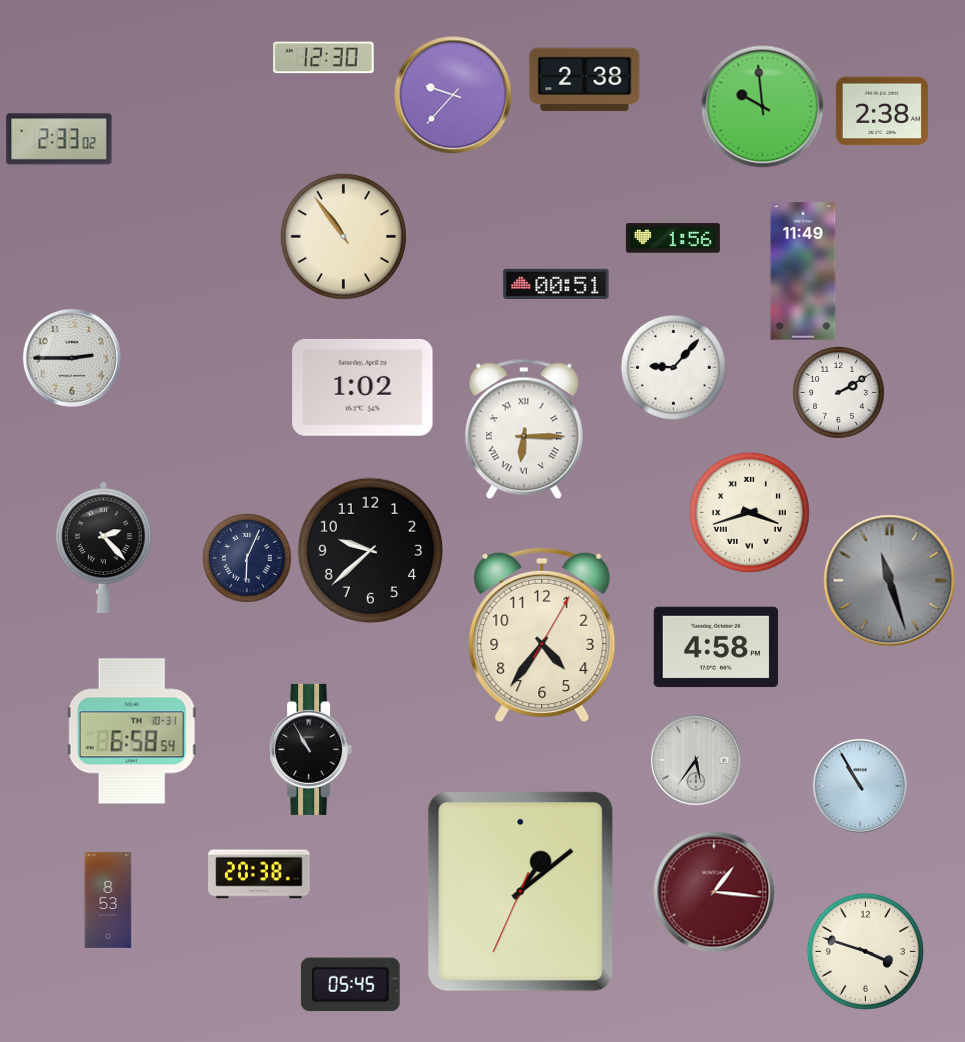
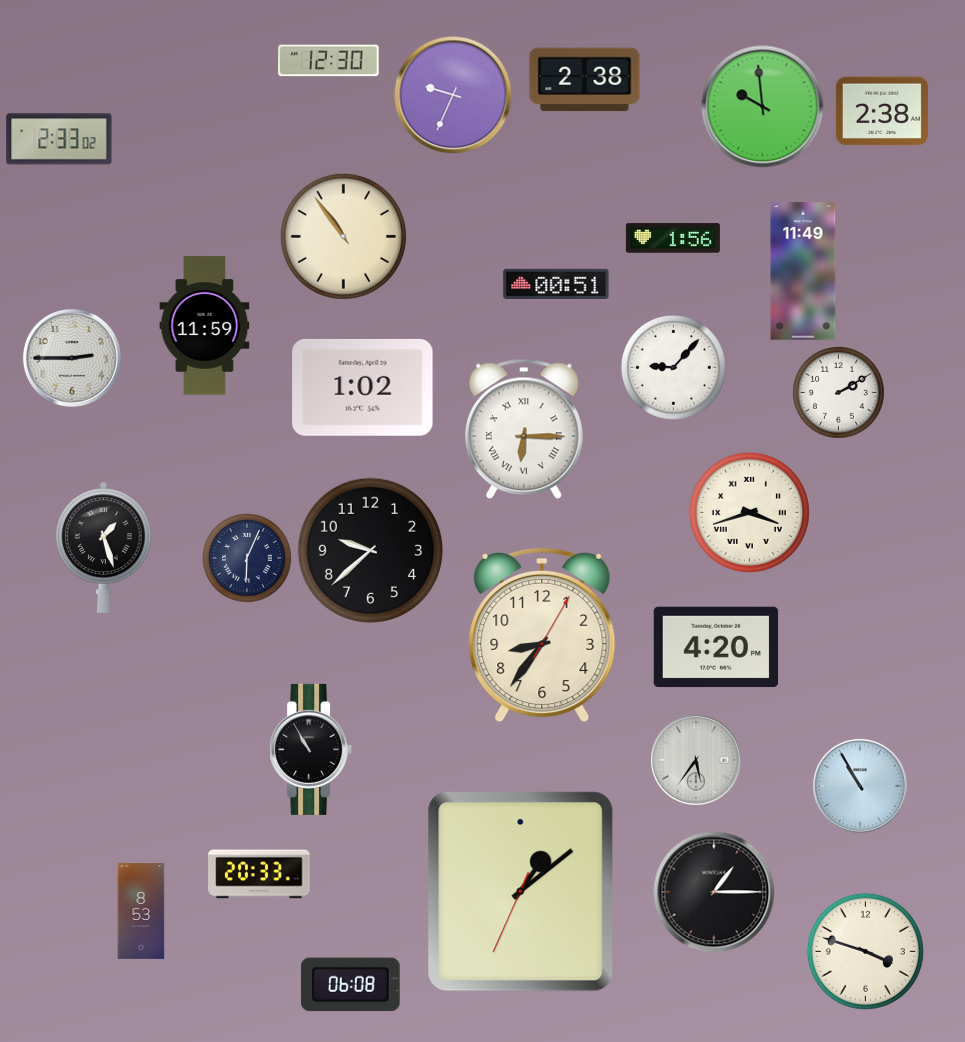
clock at (324, 58) position: (324, 58) -> (329, 61)
clock at (453, 95): 9:37 -> 9:34
clock at (205, 326): none -> 11:59
clock at (104, 547): 2:23 -> 1:27
clock at (890, 581): 11:27 -> none
clock at (542, 635): 4:36 -> 8:36
clock at (716, 647): 4:58 -> 4:20
clock at (132, 731): 6:58 -> none
clock at (259, 874): 20:38 -> 20:33
clock at (714, 892): 1:16 -> 1:15
clock at (714, 892) dial: burgundy -> black
clock at (108, 901) position: (108, 901) -> (141, 912)
clock at (350, 985): 05:45 -> 06:08
